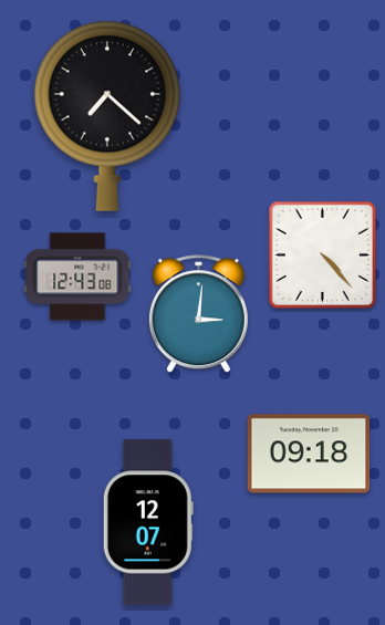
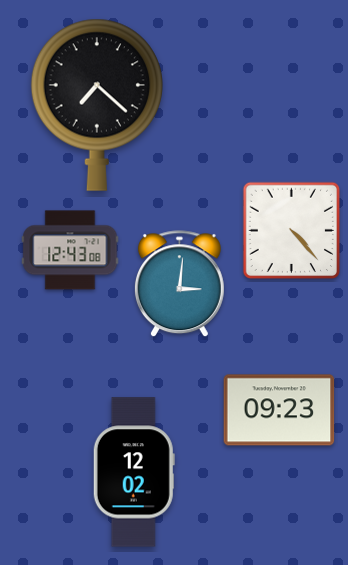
clock at (309, 454): 09:18 -> 09:23
clock at (148, 522): 12:07 -> 12:02
